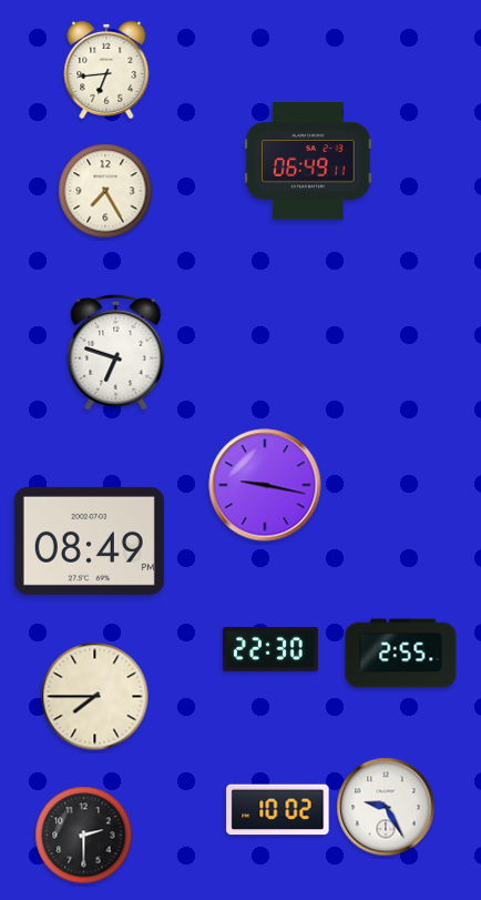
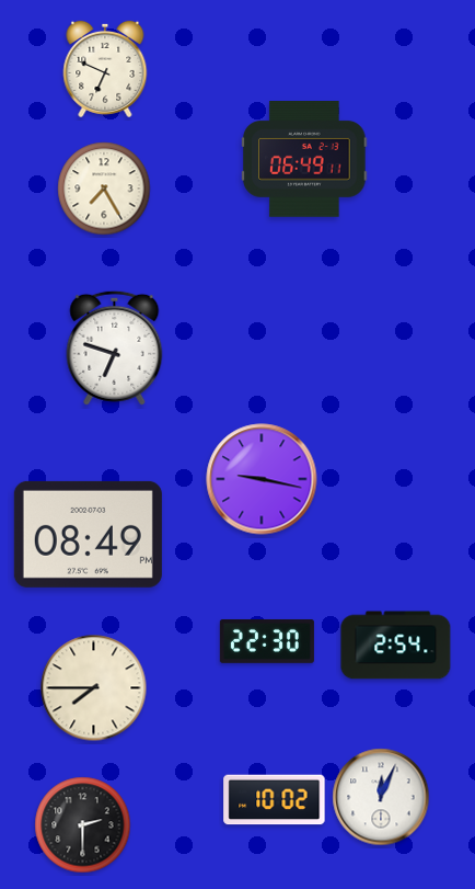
clock at (106, 70): 6:44 -> 6:49
clock at (401, 654): 2:55 -> 2:54
clock at (386, 807): 9:25 -> 12:04
